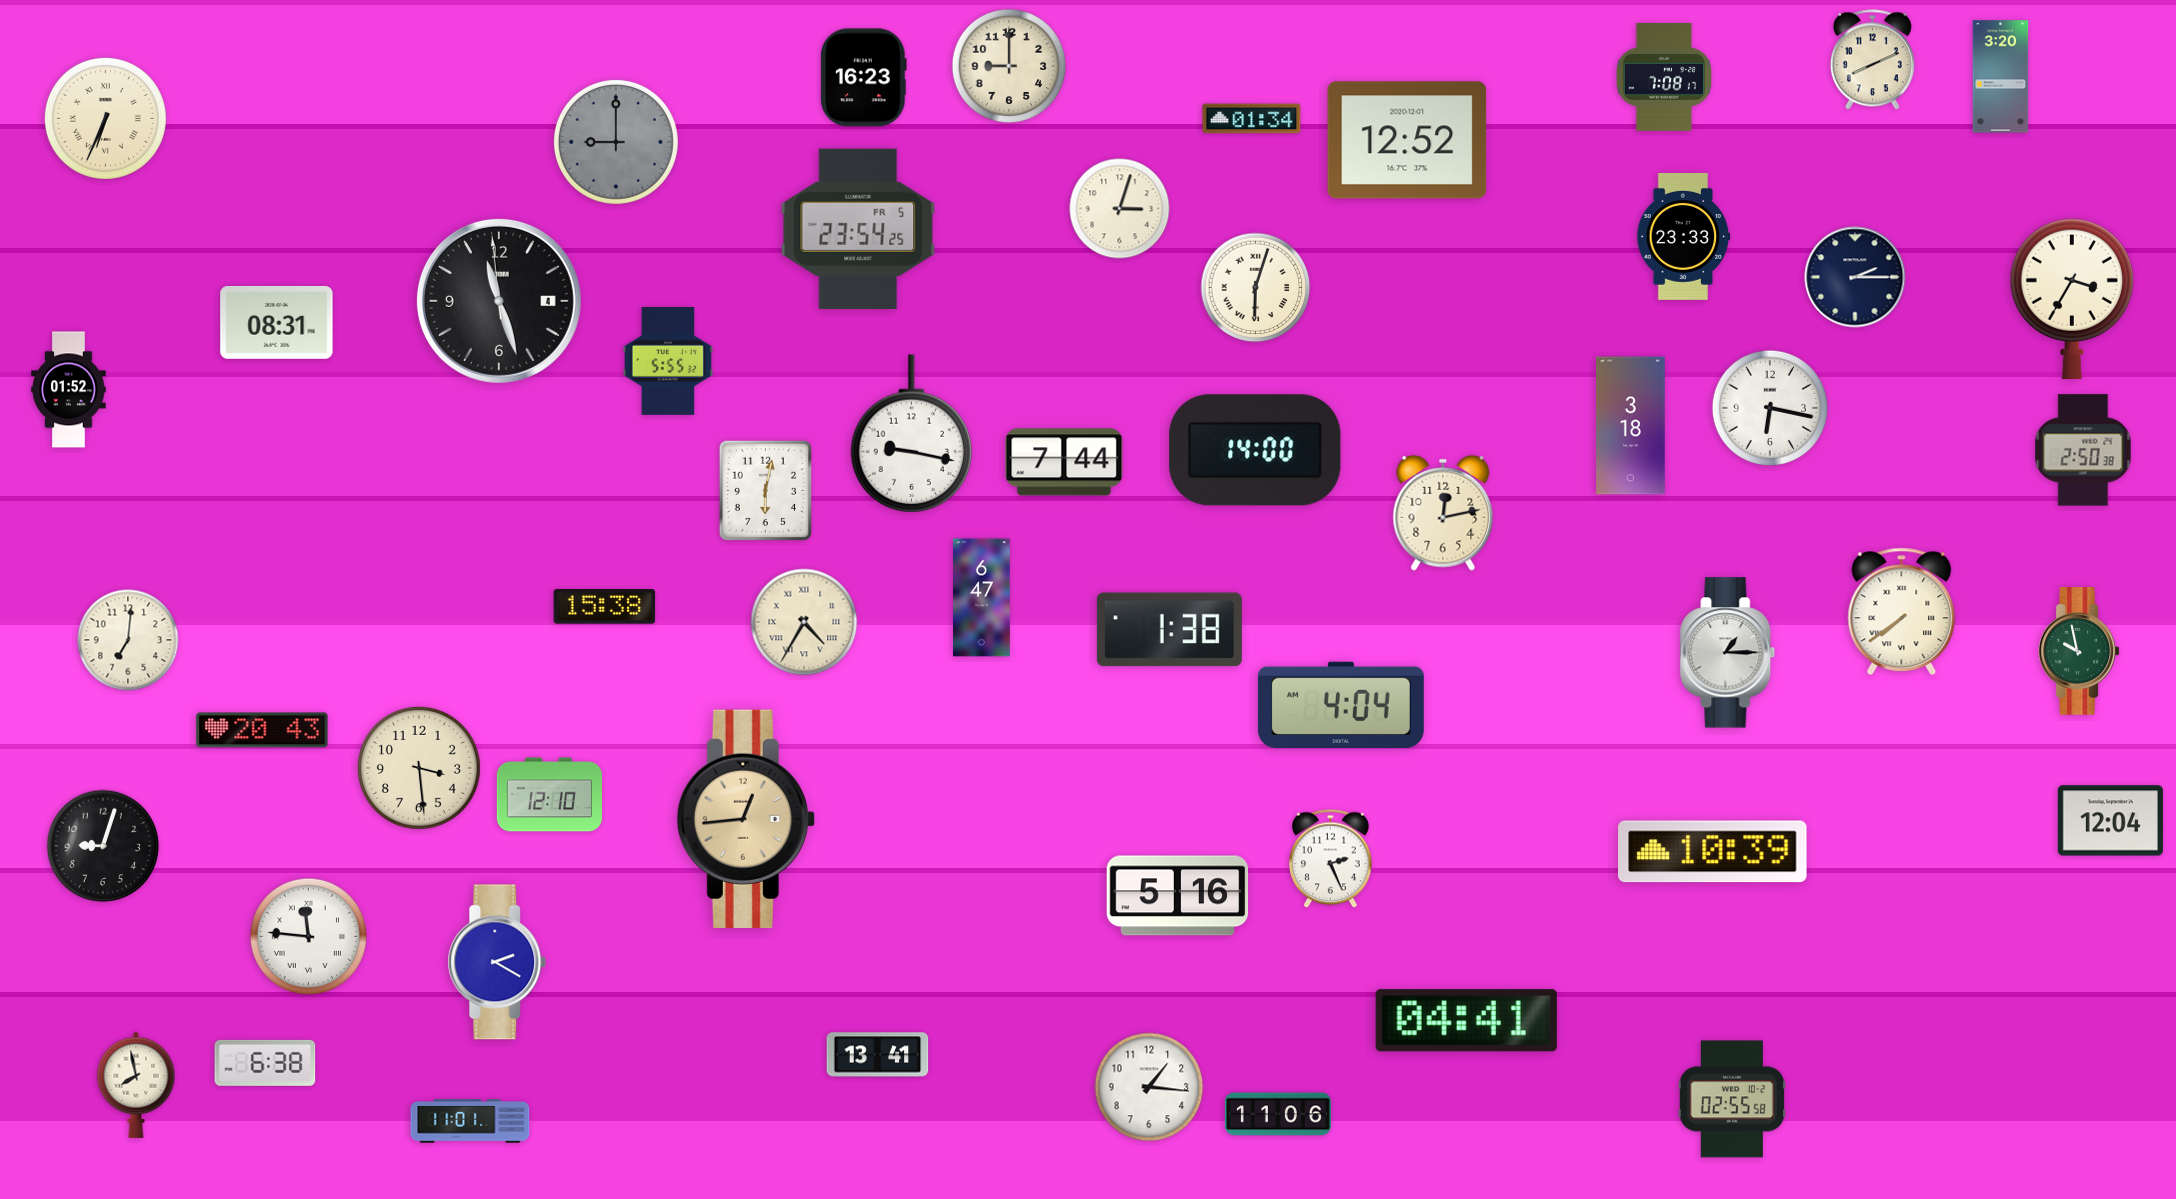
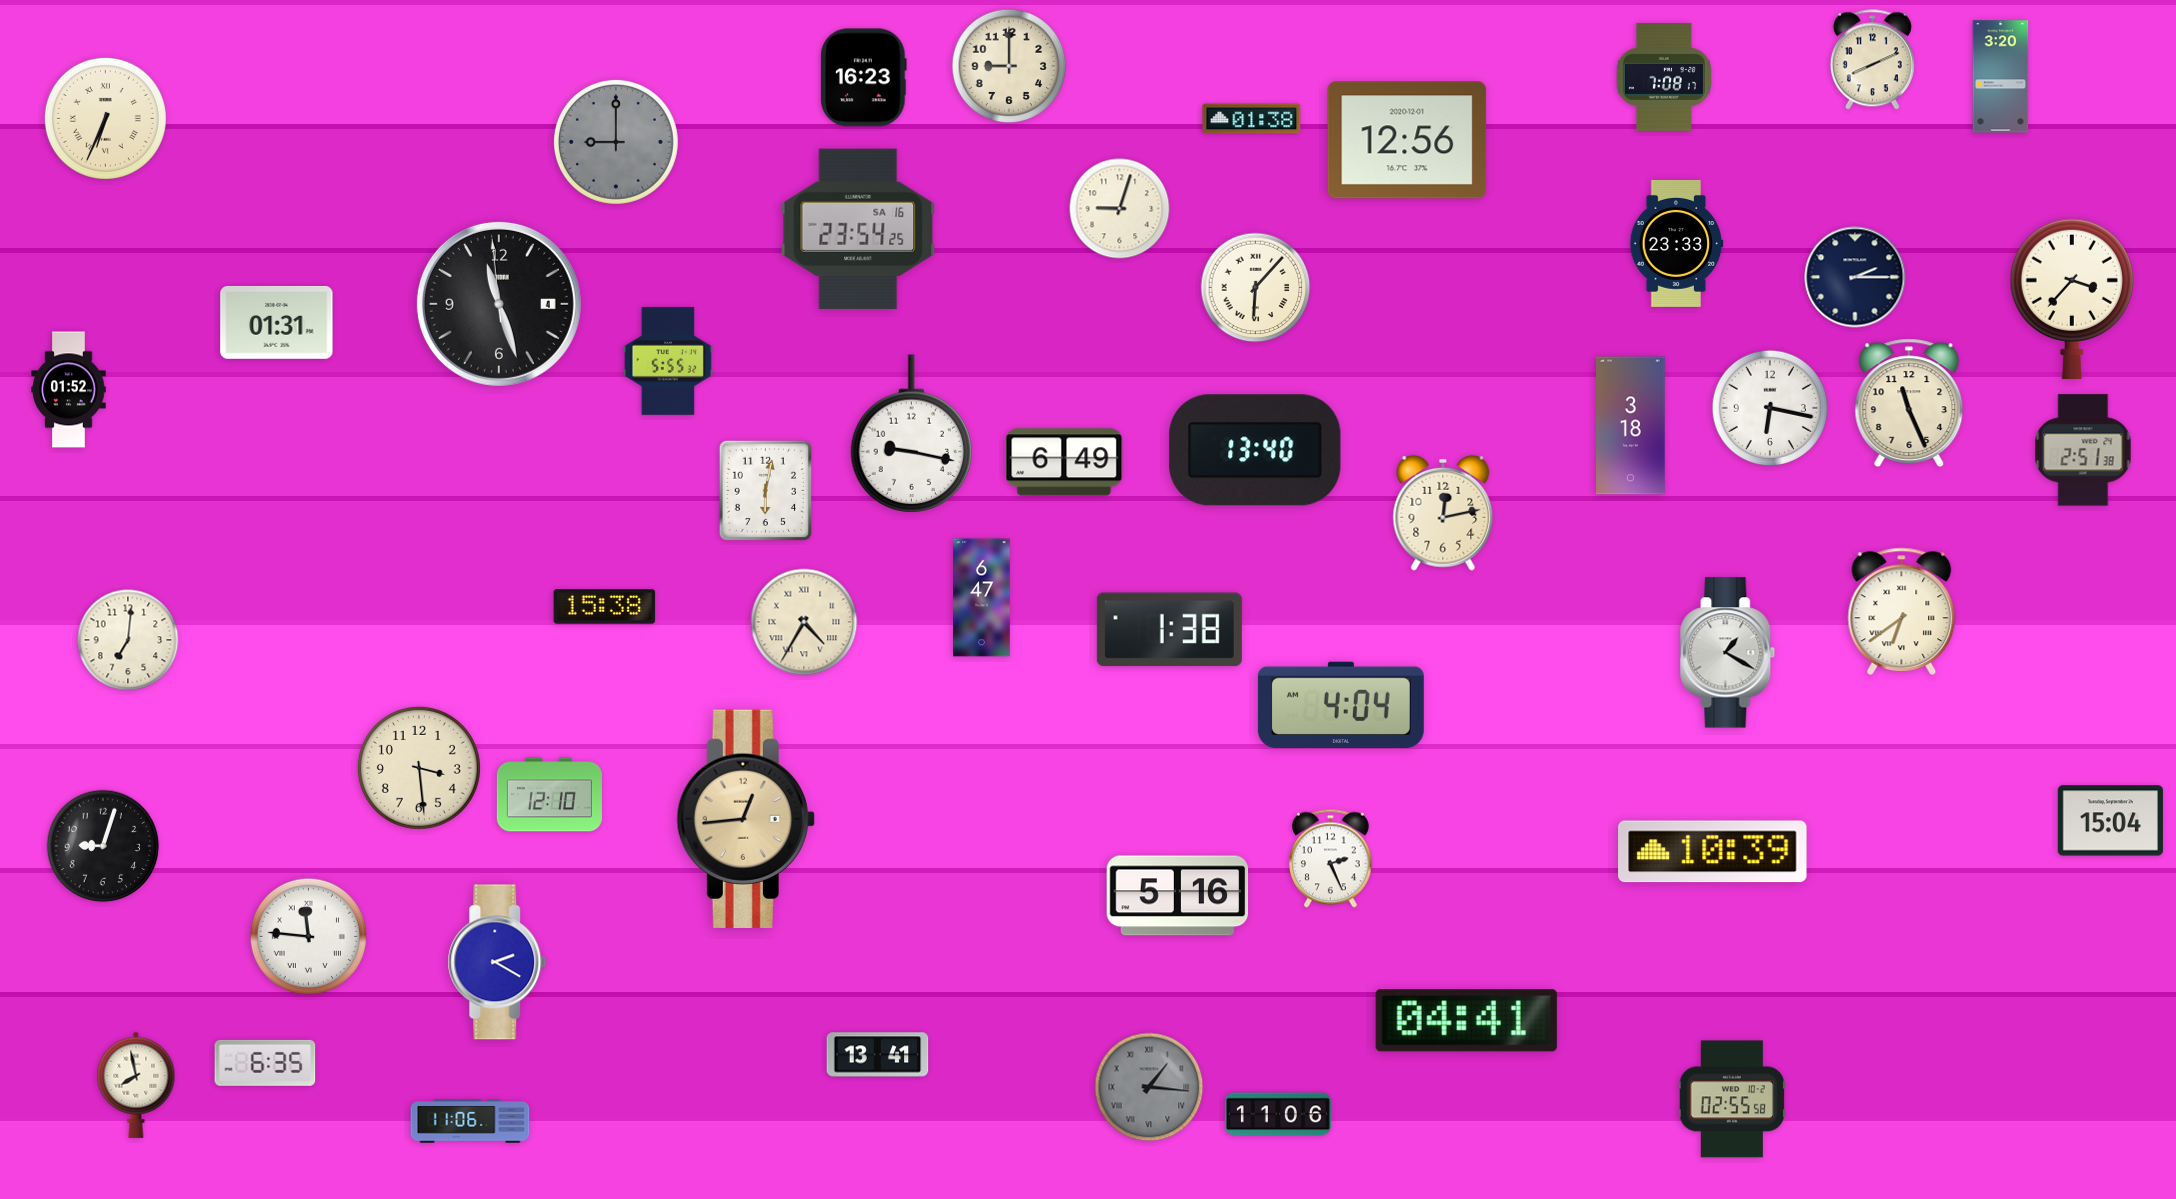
clock at (1252, 119): 01:34 -> 01:38
clock at (1407, 140): 12:52 -> 12:56
clock at (1120, 209): 3:03 -> 9:03
clock at (858, 228) date: FR 5 -> SA 16
clock at (1684, 236) position: (1684, 236) -> (1677, 243)
clock at (1256, 288): 6:03 -> 6:07
clock at (2072, 299): 3:35 -> 3:37
clock at (499, 301) position: (499, 301) -> (499, 304)
clock at (277, 322): 08:31 -> 01:31
clock at (1909, 403): none -> 11:26
clock at (1255, 450): 14:00 -> 13:40
clock at (2083, 450): 2:50 -> 2:51
clock at (1064, 462): 7:44 -> 6:49
clock at (1902, 611): 7:39 -> 6:39
clock at (2079, 652): 9:58 -> none
clock at (1728, 653): 1:15 -> 1:20
clock at (262, 730): 20:43 -> none
clock at (2110, 821): 12:04 -> 15:04
clock at (265, 1063): 6:38 -> 6:35
clock at (1149, 1087) dial: white -> grey
clock at (1149, 1087) numerals: Arabic -> Roman
clock at (470, 1121): 11:01 -> 11:06
